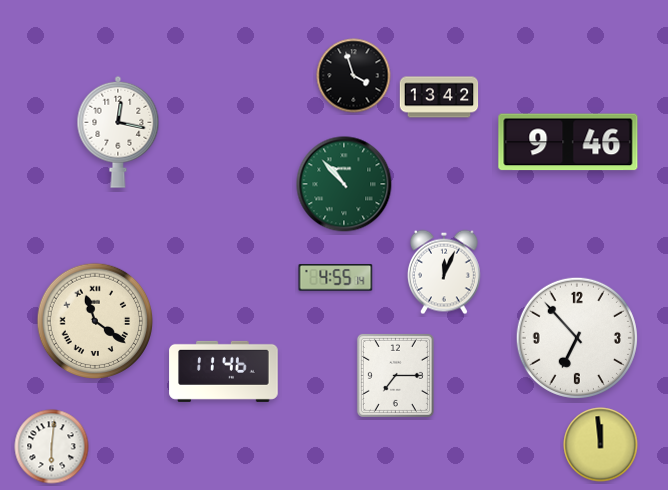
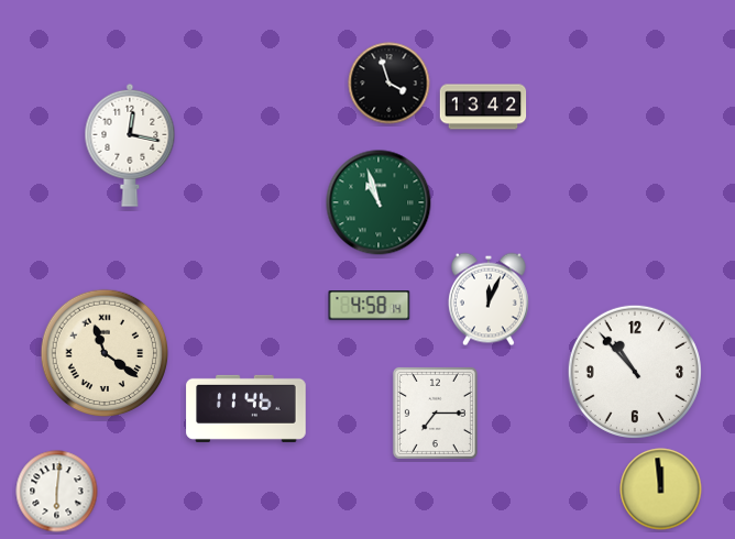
clock at (568, 142): 9:46 -> none
clock at (344, 184): 10:53 -> 10:57
clock at (336, 278): 4:55 -> 4:58
clock at (577, 338): 6:53 -> 10:53
